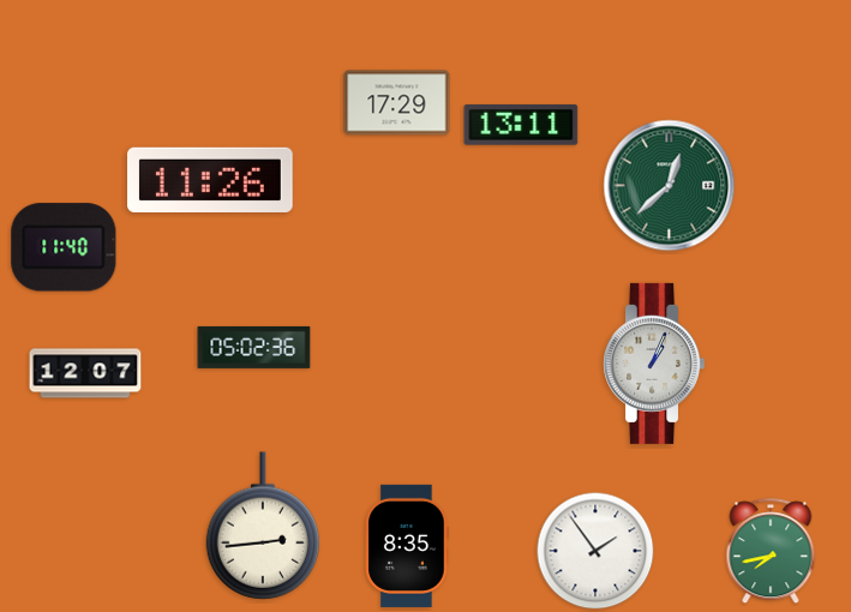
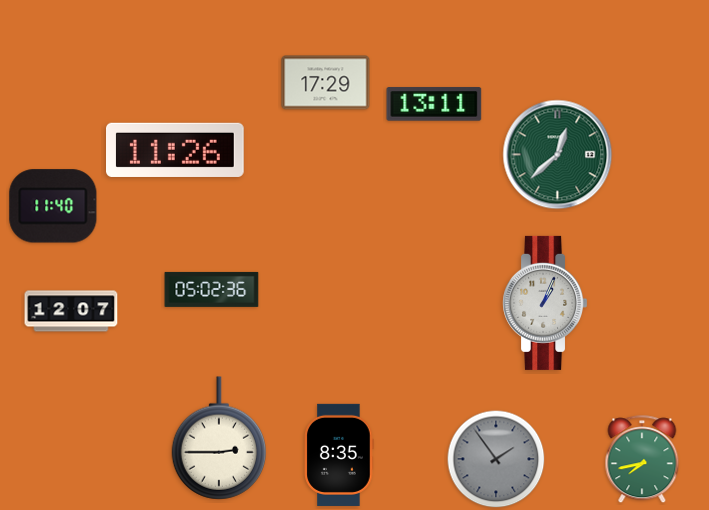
clock at (397, 103) position: (397, 103) -> (326, 83)
clock at (262, 526): 2:44 -> 2:45
clock at (595, 551) dial: white -> grey
